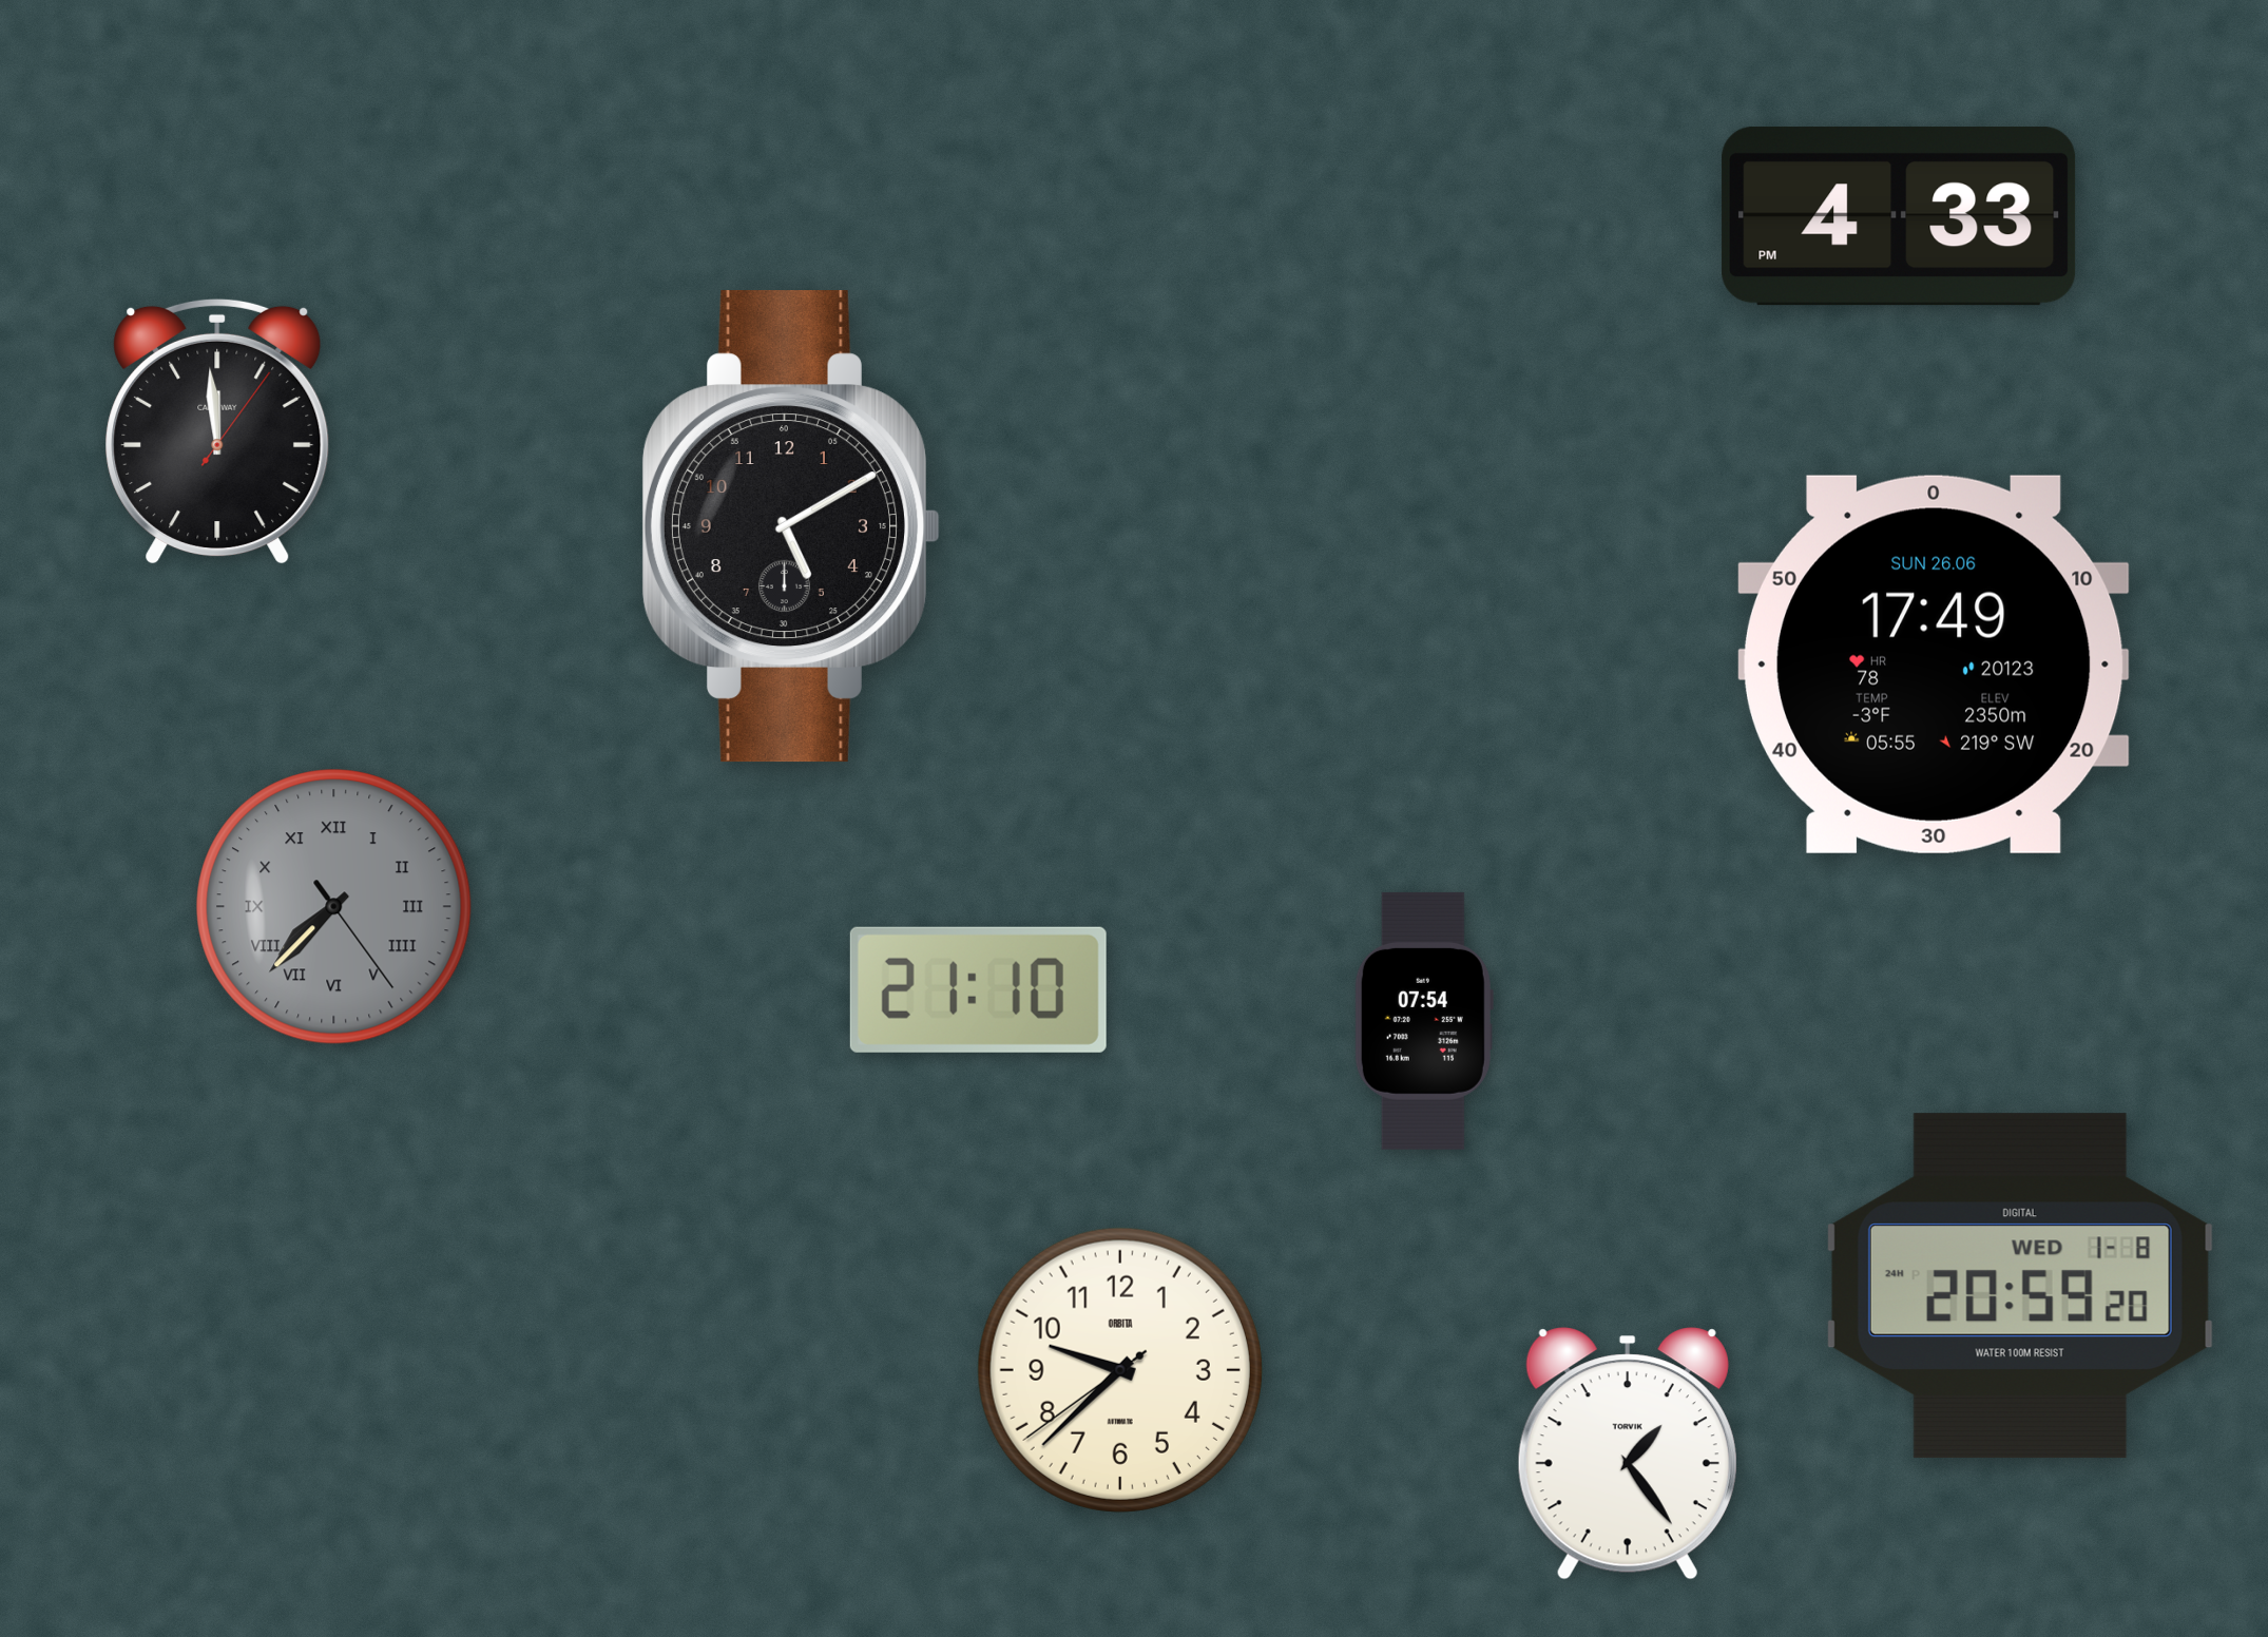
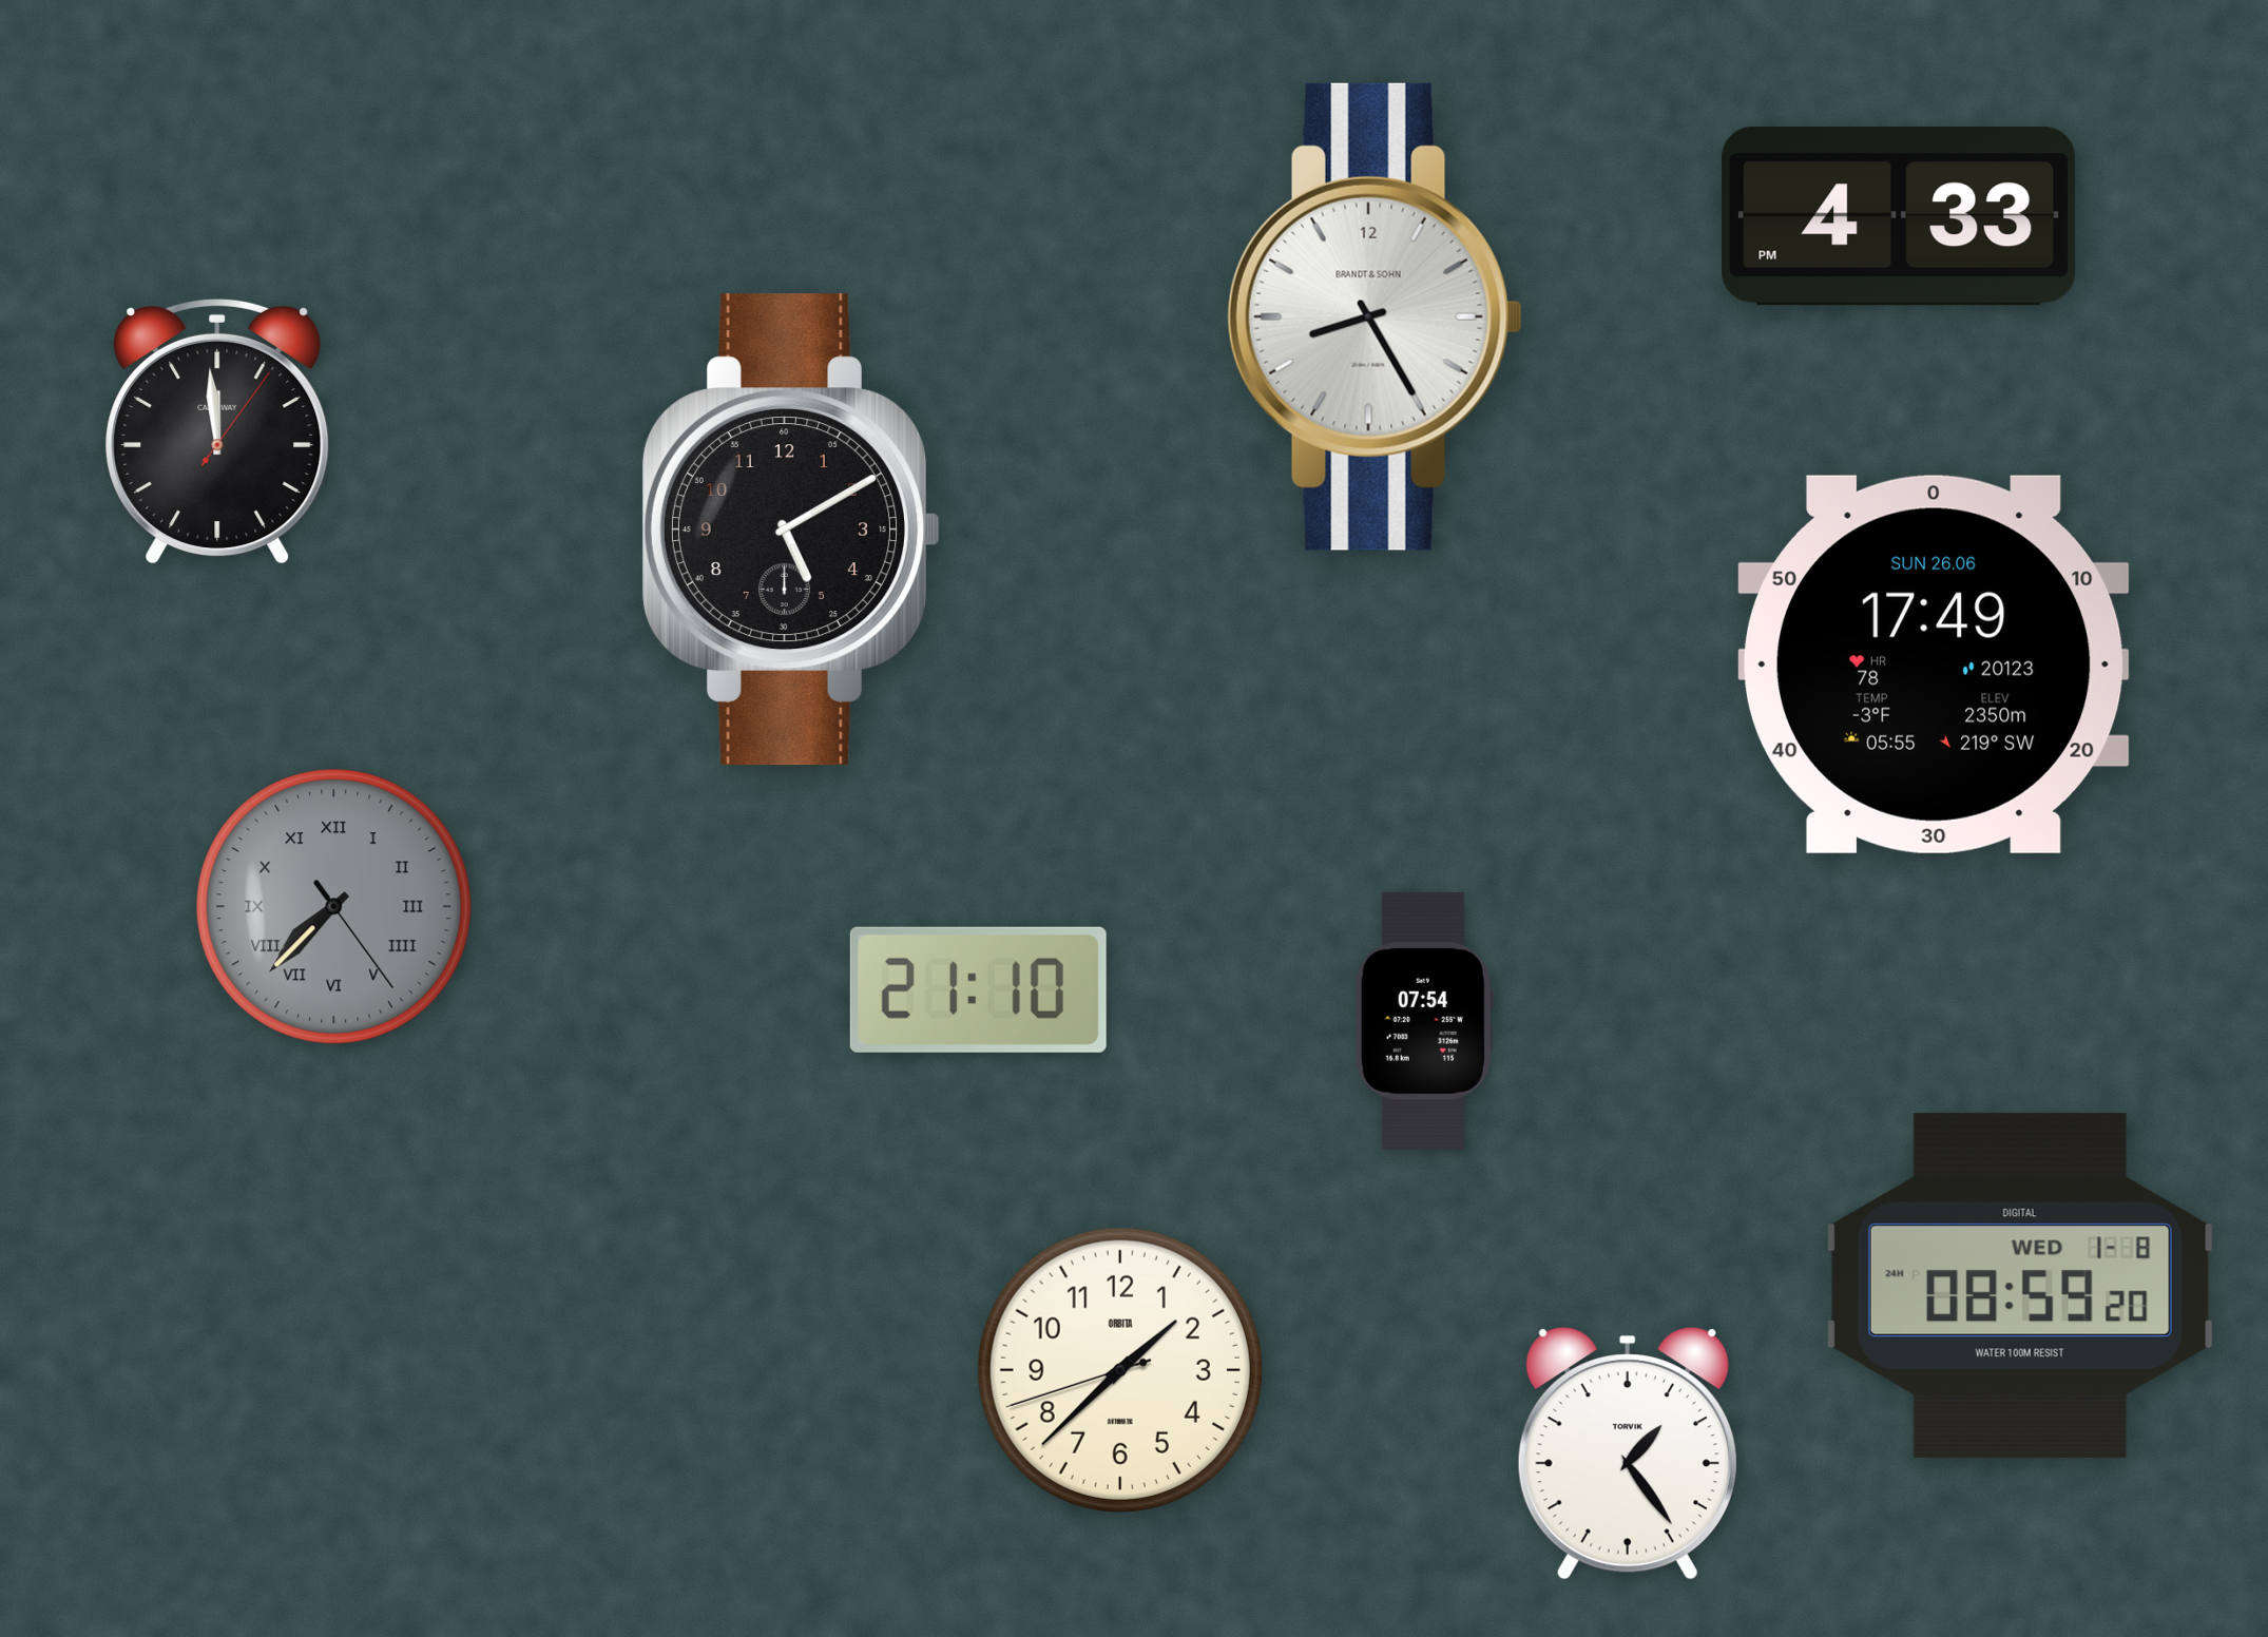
clock at (1375, 316): none -> 8:25
clock at (791, 526) position: (791, 526) -> (791, 529)
clock at (2020, 1286): 20:59 -> 08:59
clock at (1120, 1370): 9:37 -> 1:37
